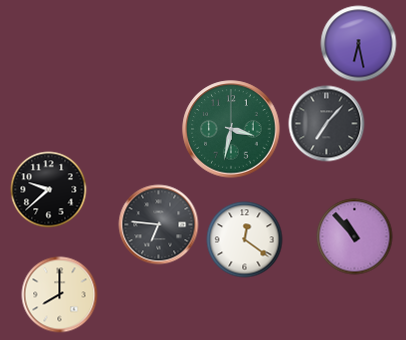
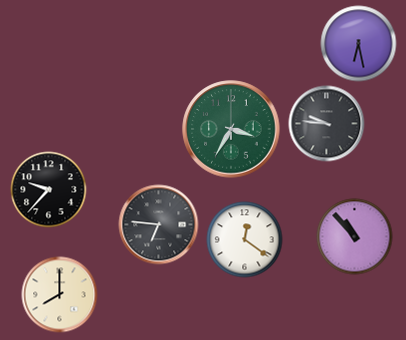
clock at (327, 124): 7:07 -> 9:46
clock at (231, 129): 3:32 -> 3:35
clock at (49, 190): 9:38 -> 9:37
